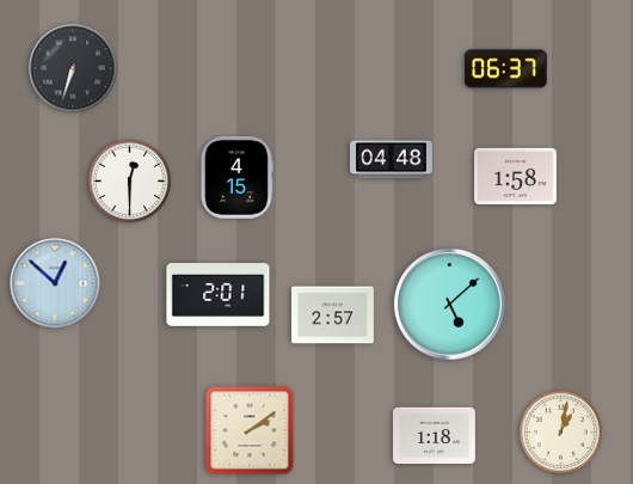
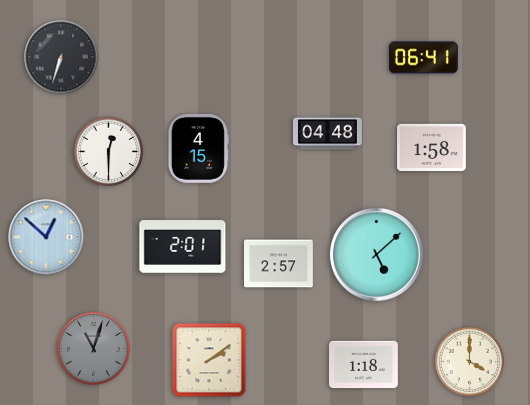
clock at (506, 69): 06:37 -> 06:41
clock at (94, 349): none -> 11:03
clock at (560, 431): 1:02 -> 4:00
